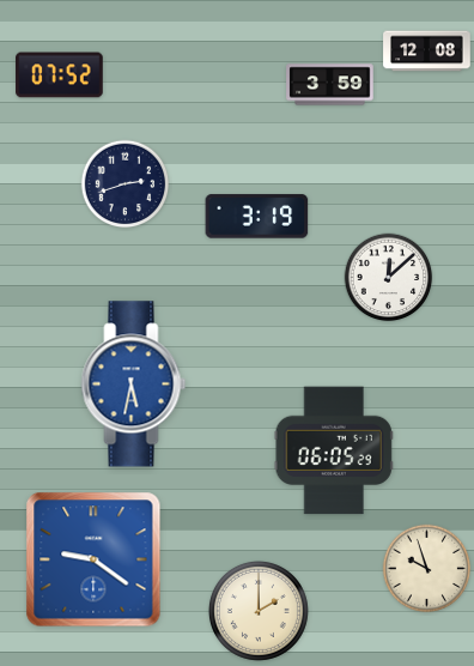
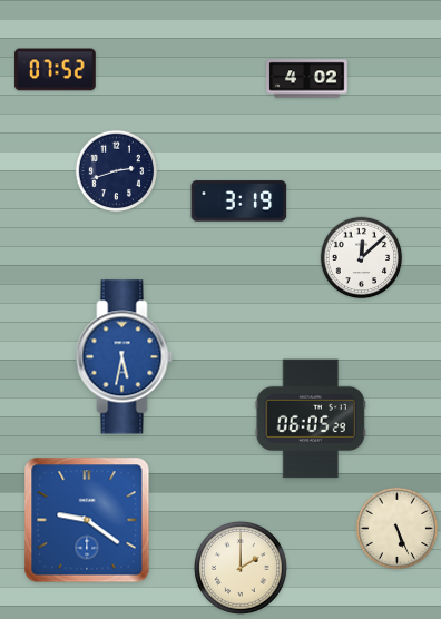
clock at (427, 52): 12:08 -> none
clock at (330, 85): 3:59 -> 4:02
clock at (427, 569): 9:57 -> 5:26
